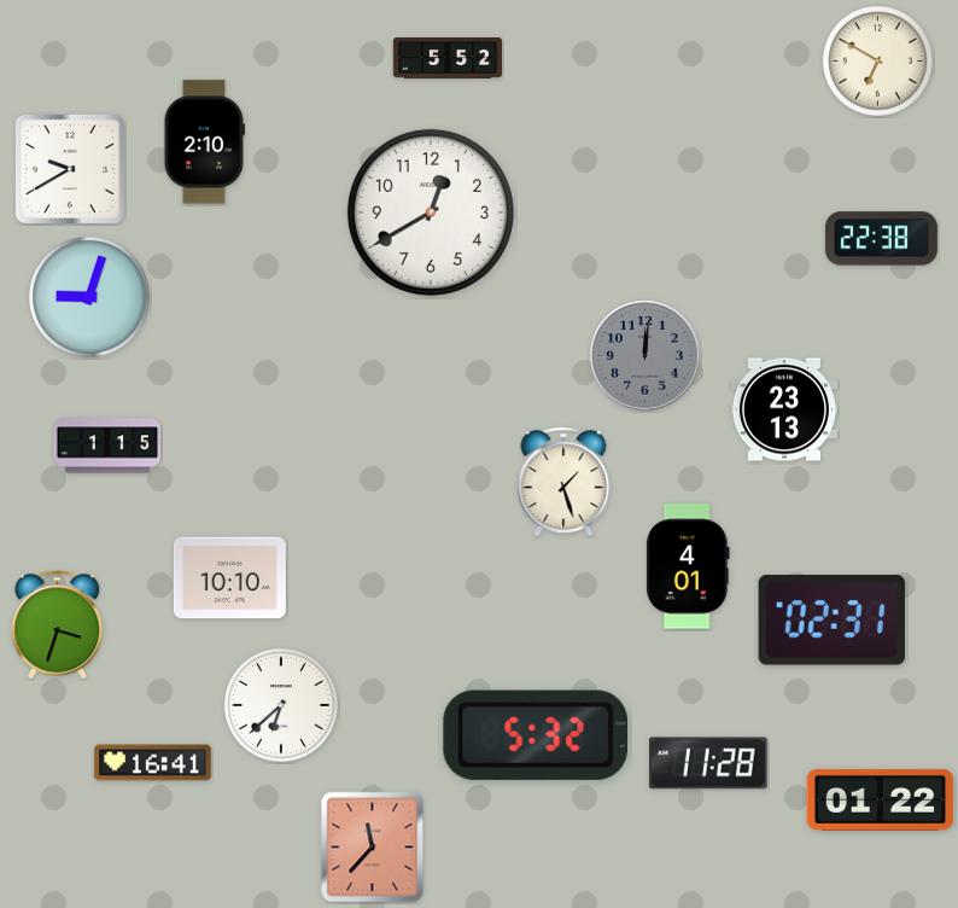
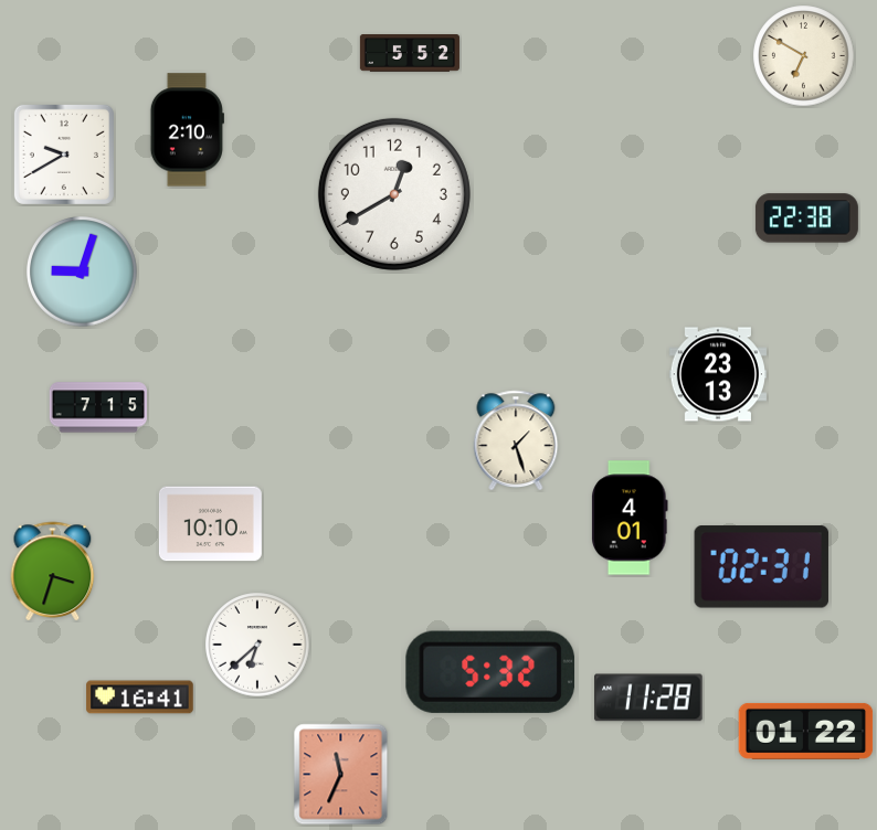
clock at (646, 356): 12:01 -> none
clock at (106, 446): 1:15 -> 7:15
clock at (229, 578) position: (229, 578) -> (210, 524)
clock at (373, 848): 11:37 -> 11:34
